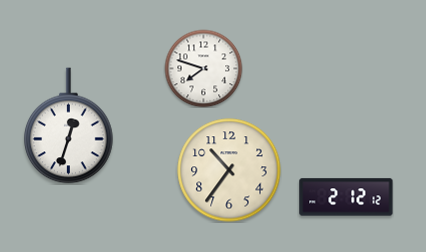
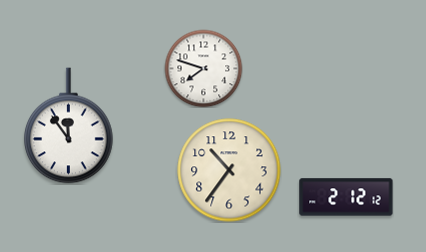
clock at (69, 126): 12:33 -> 11:54
